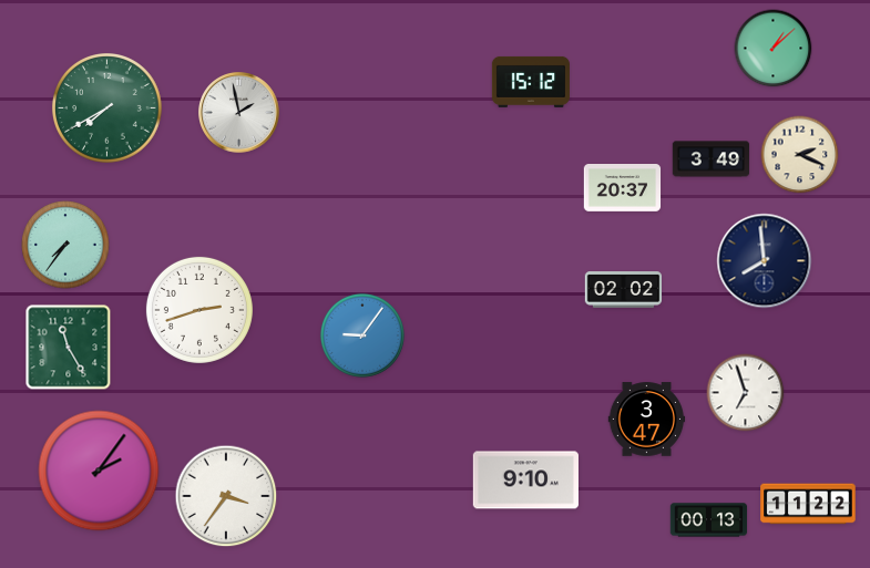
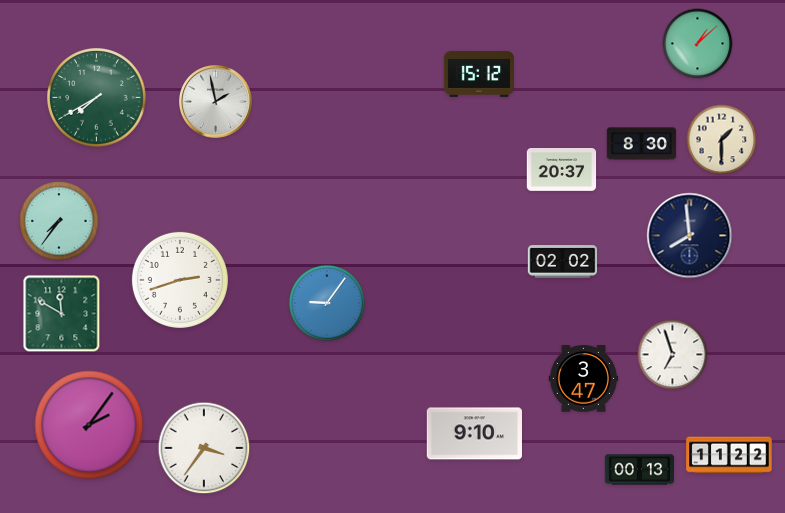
clock at (800, 155): 2:19 -> 1:30
clock at (712, 159): 3:49 -> 8:30
clock at (69, 348): 11:25 -> 11:50
